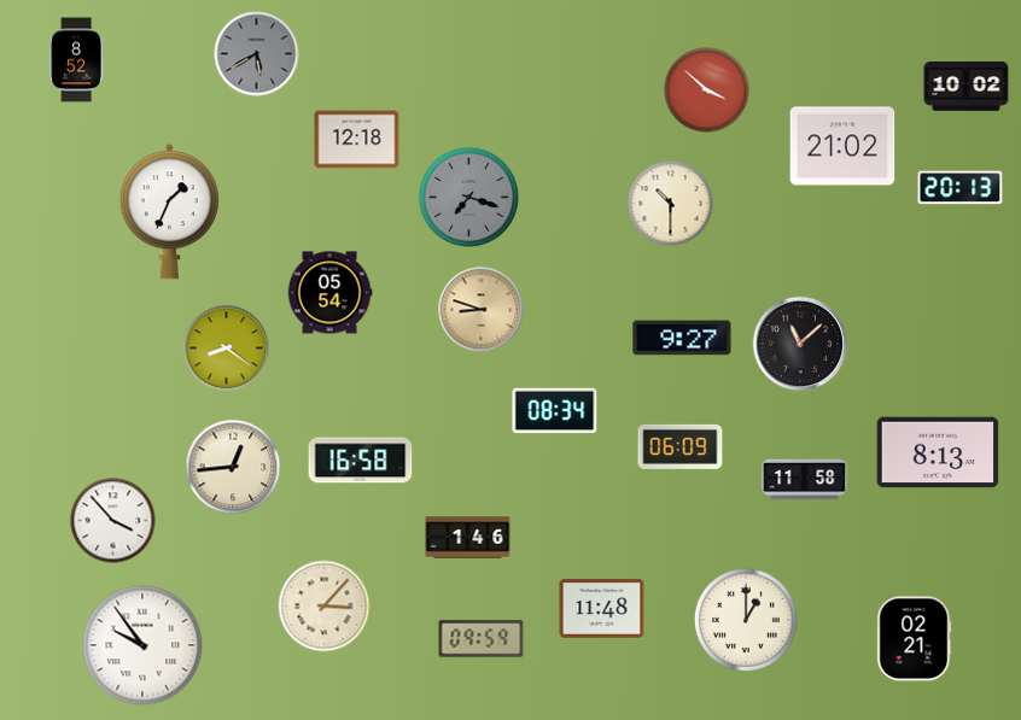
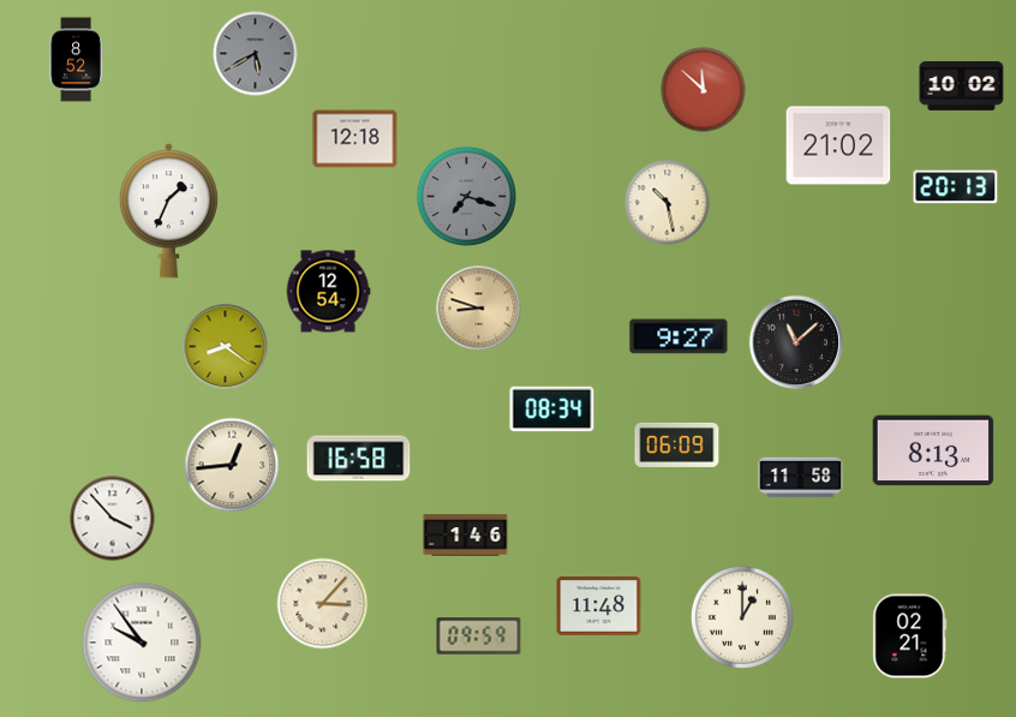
clock at (707, 90): 3:52 -> 11:52
clock at (671, 204): 10:30 -> 10:28
clock at (329, 293): 05:54 -> 12:54
